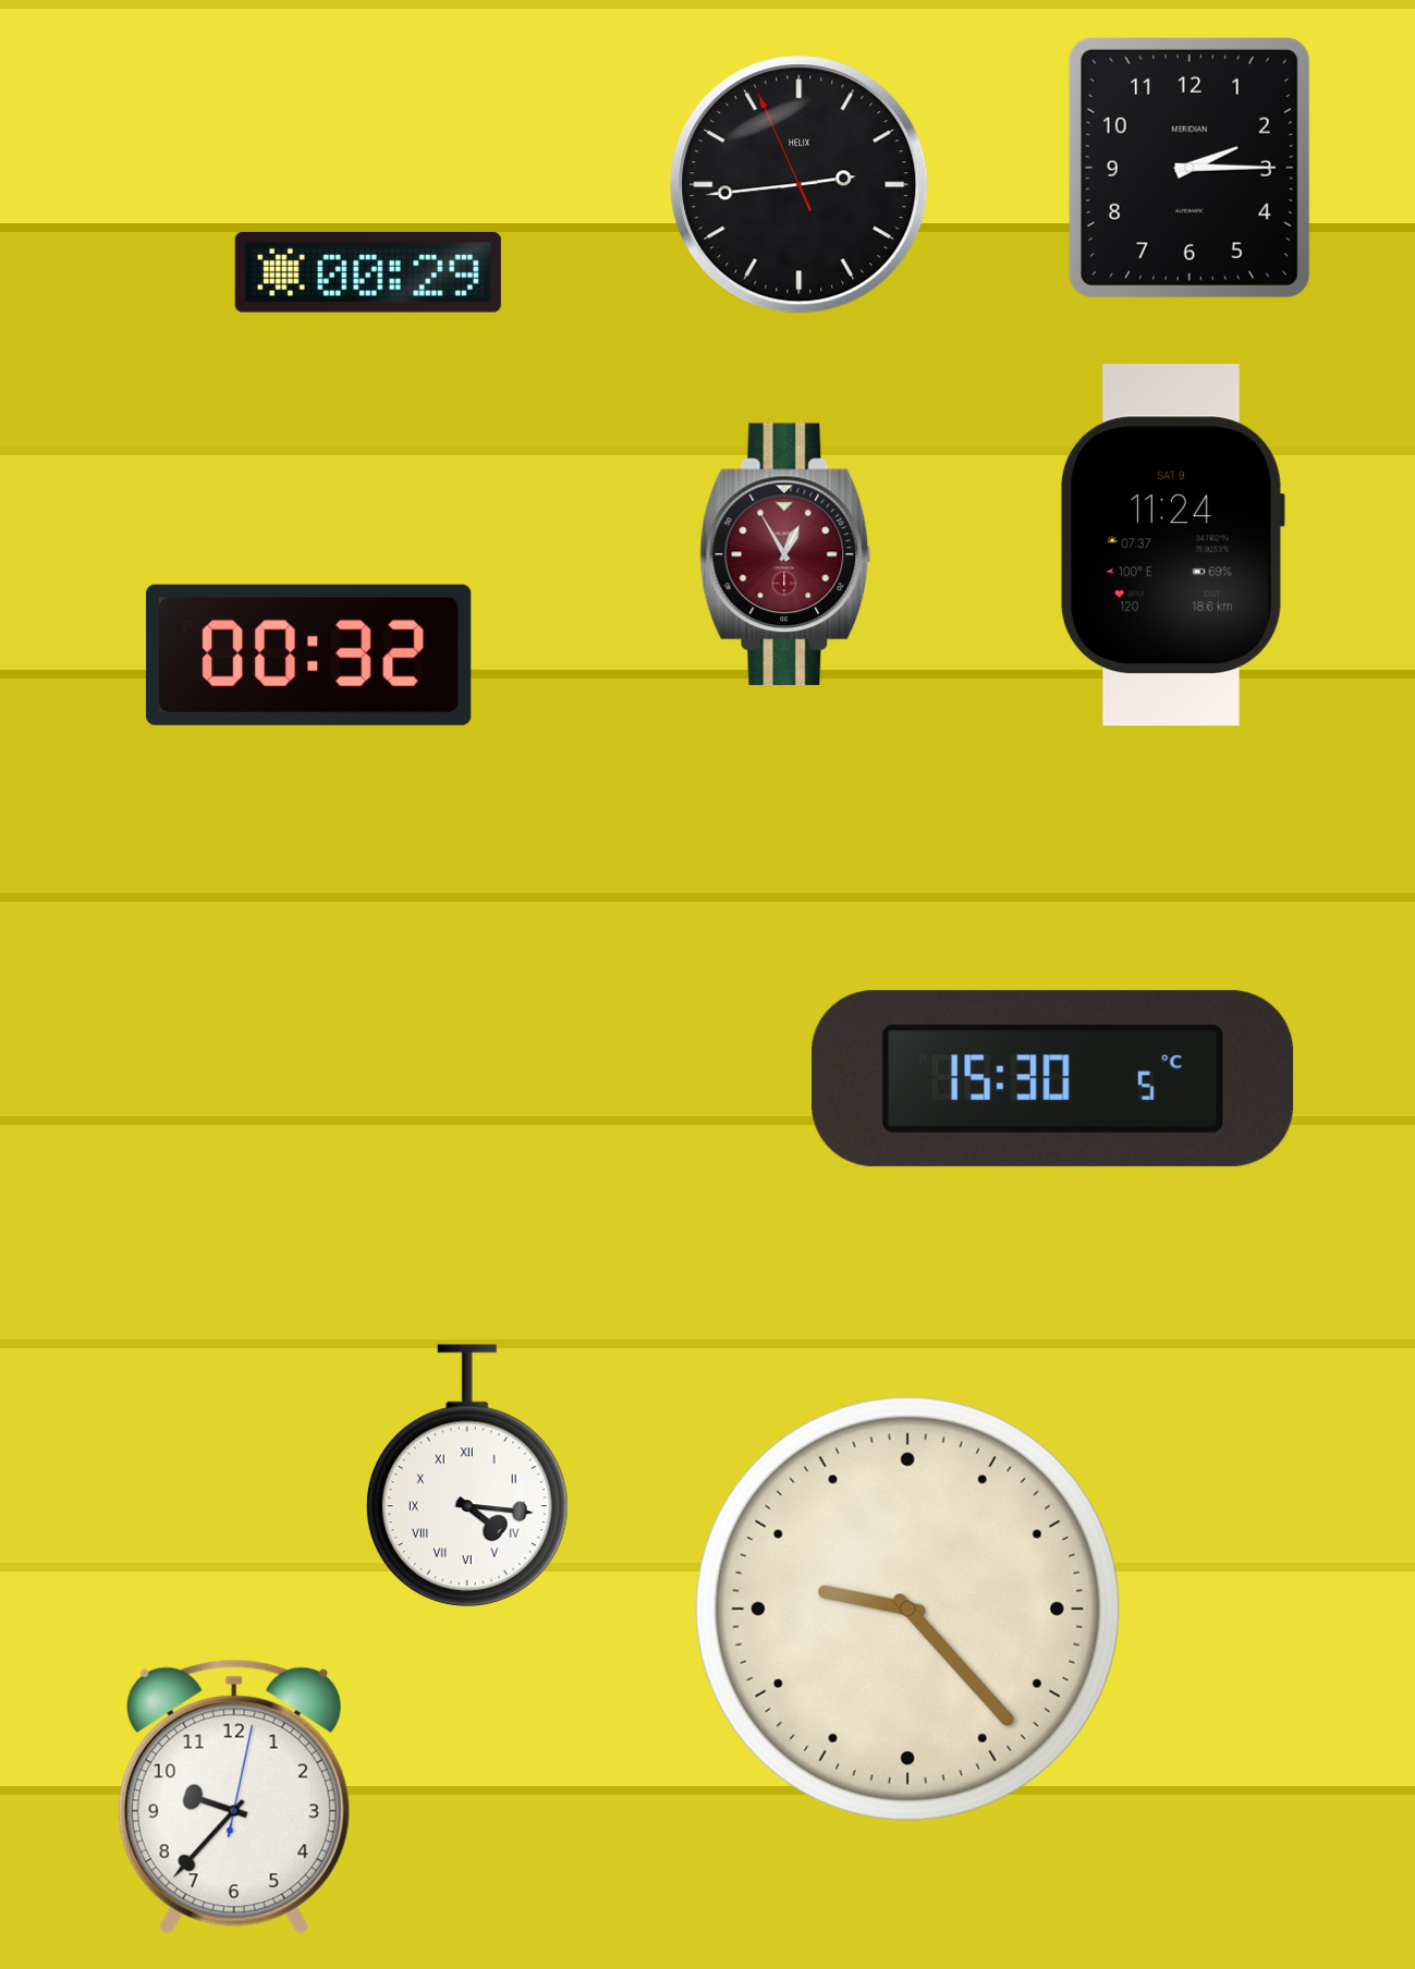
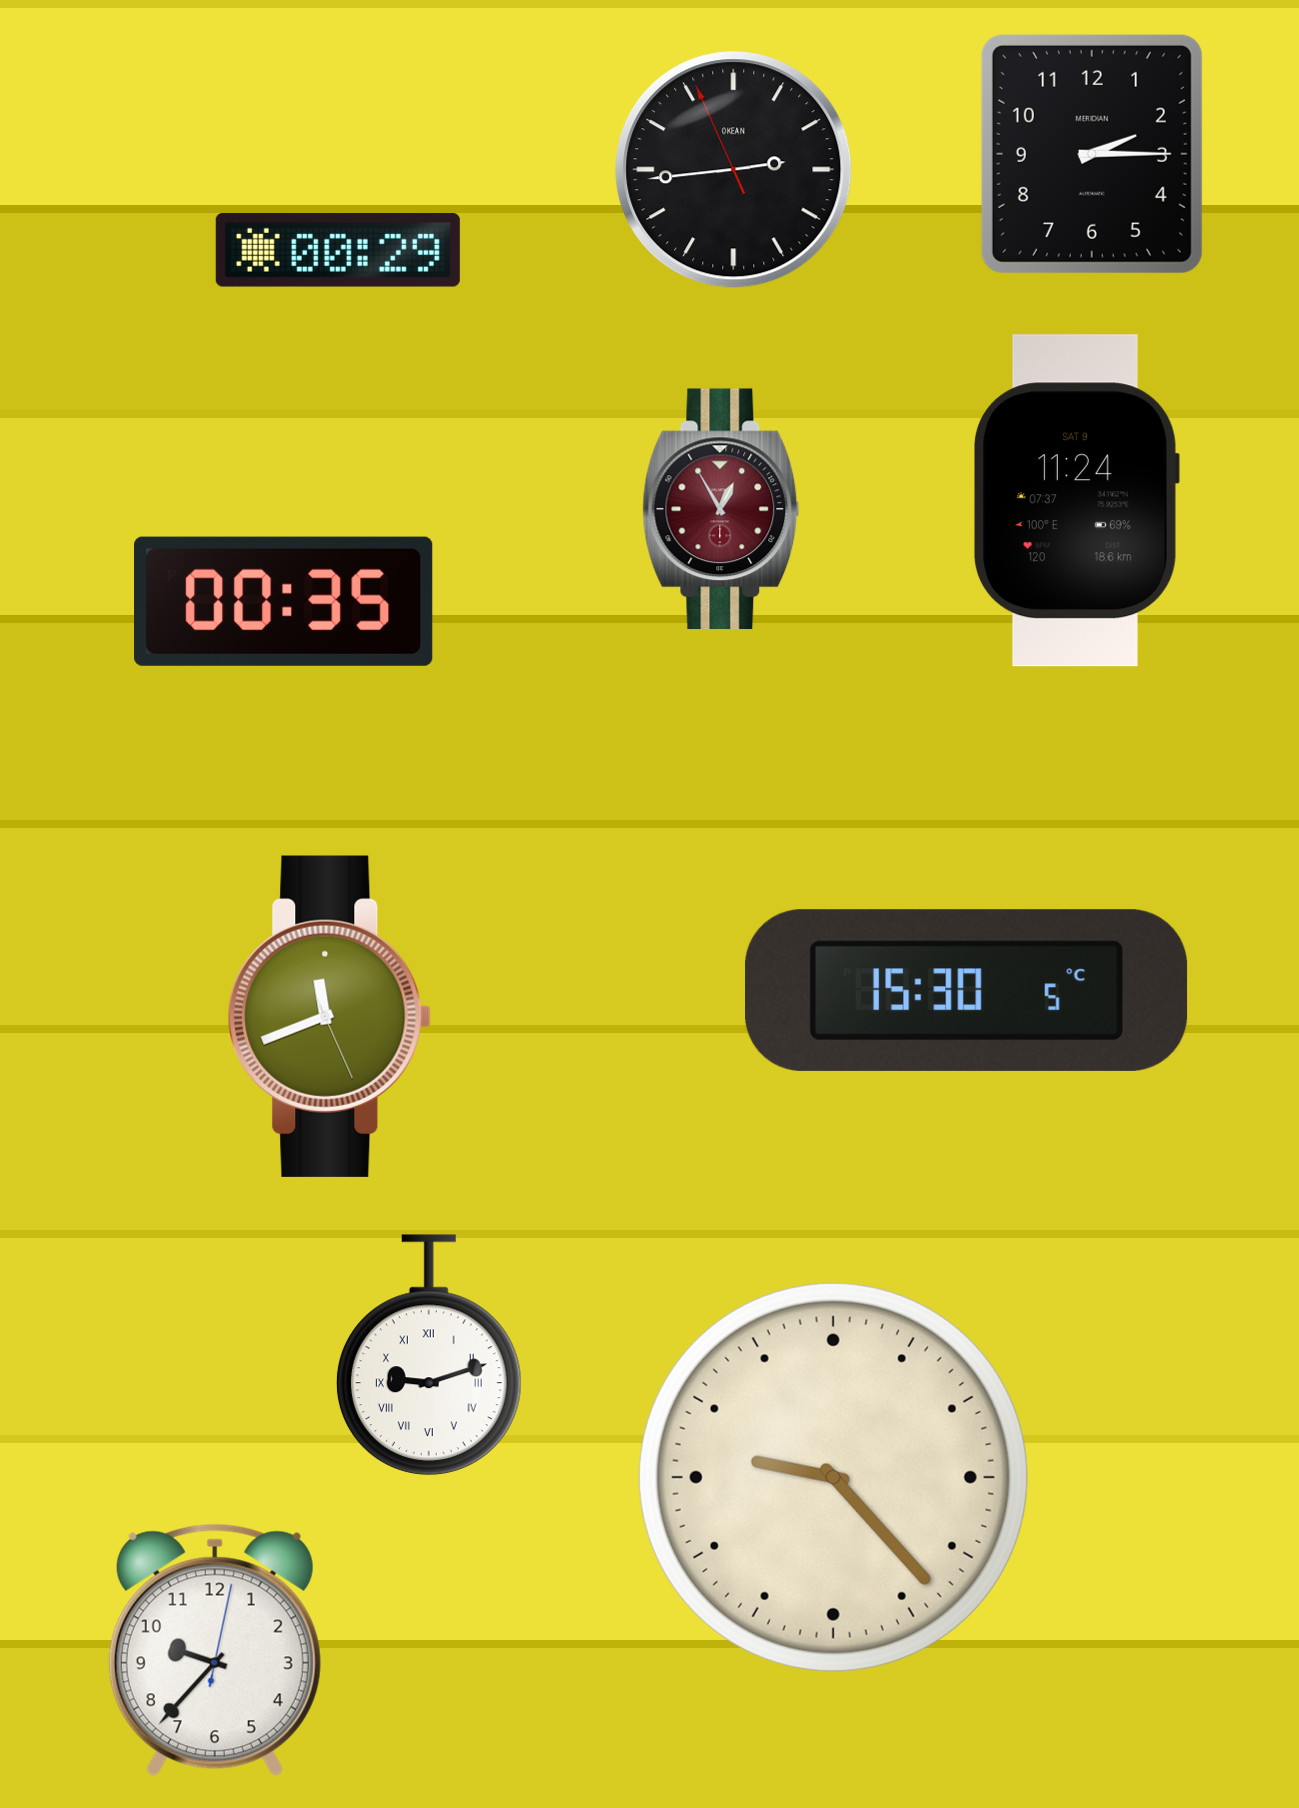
clock at (800, 185) brand: HELIX -> OKEAN
clock at (309, 655): 00:32 -> 00:35
clock at (329, 1016): none -> 11:41
clock at (467, 1476): 4:16 -> 9:12
